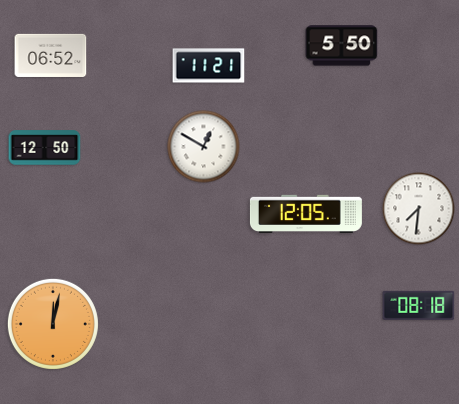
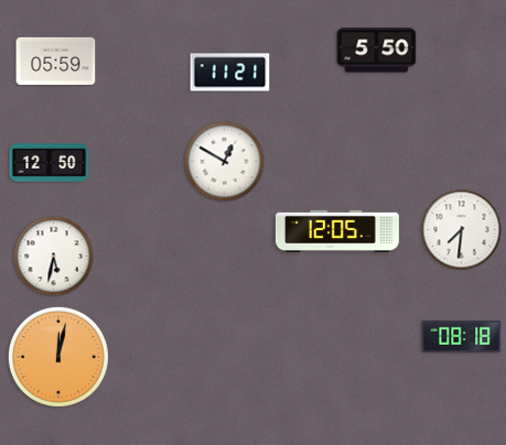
clock at (51, 55): 06:52 -> 05:59
clock at (306, 214) position: (306, 214) -> (337, 231)
clock at (54, 257): none -> 5:32
